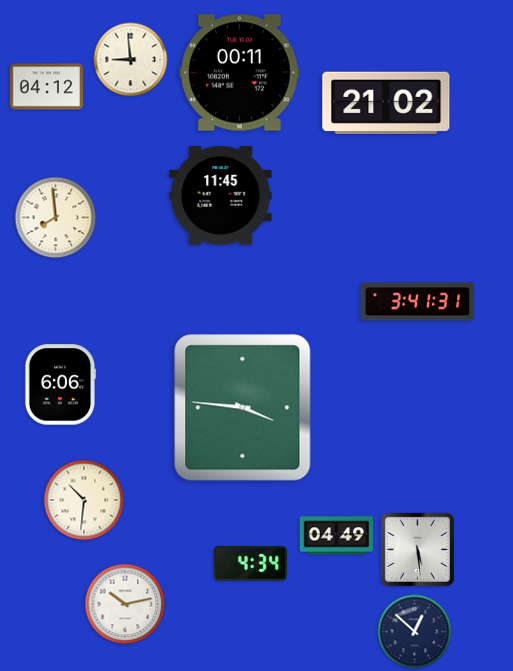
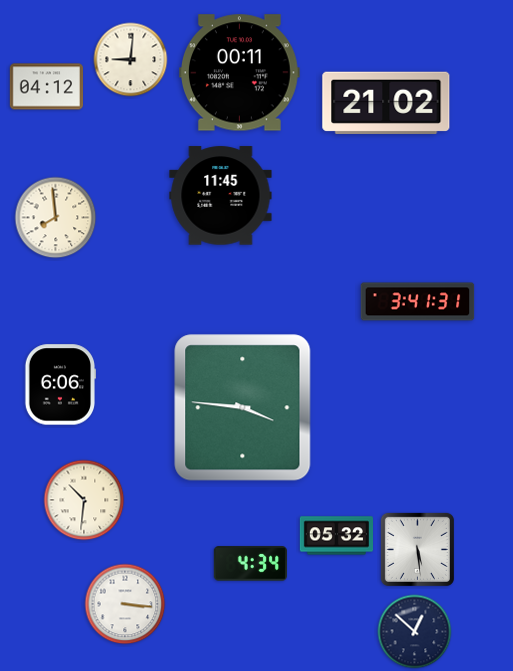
clock at (131, 60): 8:59 -> 9:01
clock at (337, 536): 04:49 -> 05:32
clock at (125, 604): 10:13 -> 3:16
